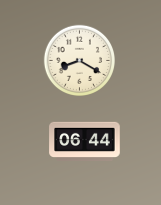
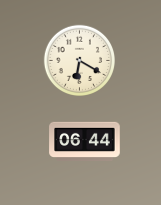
clock at (79, 60): 8:20 -> 6:20
